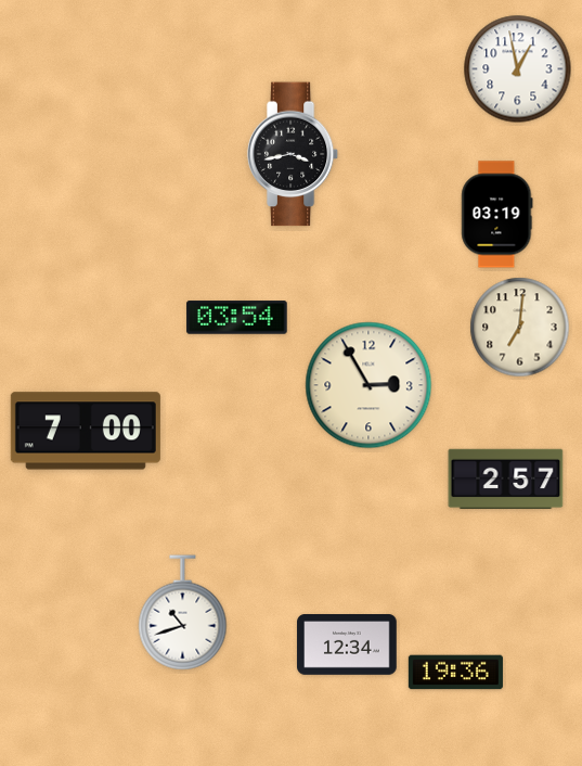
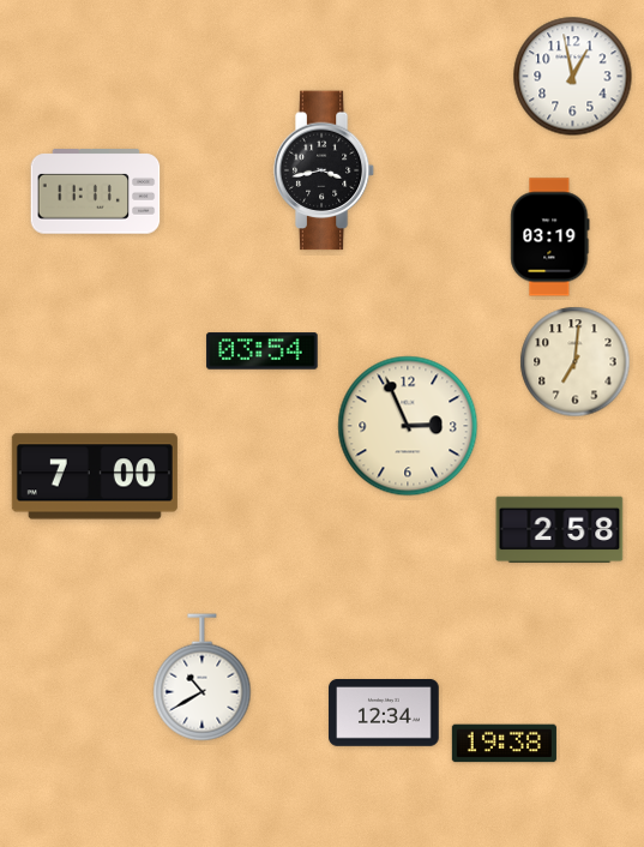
clock at (96, 192): none -> 11:11
clock at (368, 385): 2:55 -> 2:56
clock at (506, 480): 2:57 -> 2:58
clock at (183, 613): 10:42 -> 10:40
clock at (455, 673): 19:36 -> 19:38
